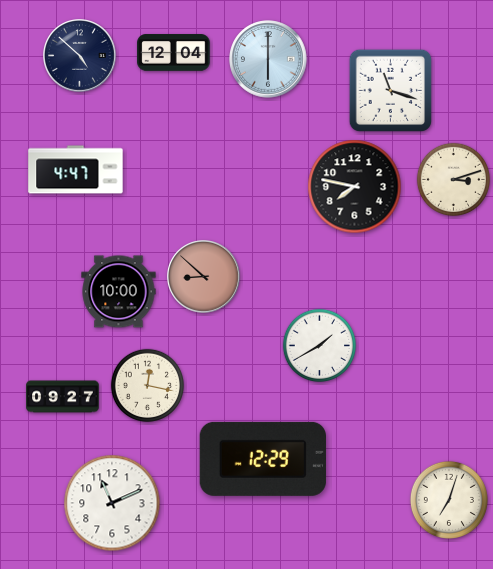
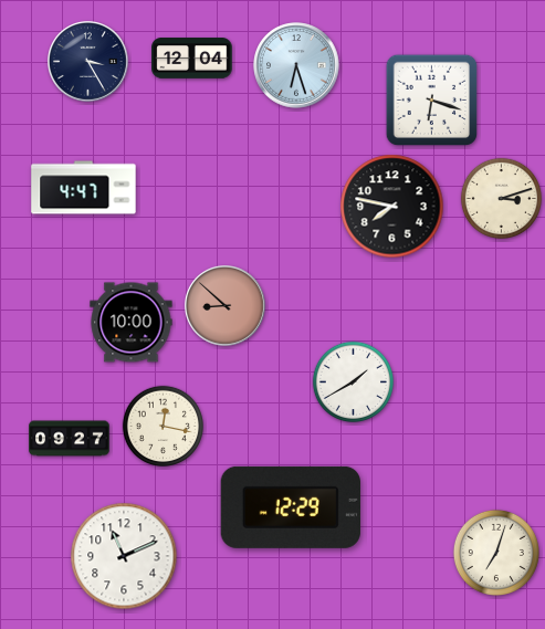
clock at (80, 56): 4:52 -> 3:25
clock at (268, 59): 6:00 -> 6:27
clock at (391, 91): 11:18 -> 6:18
